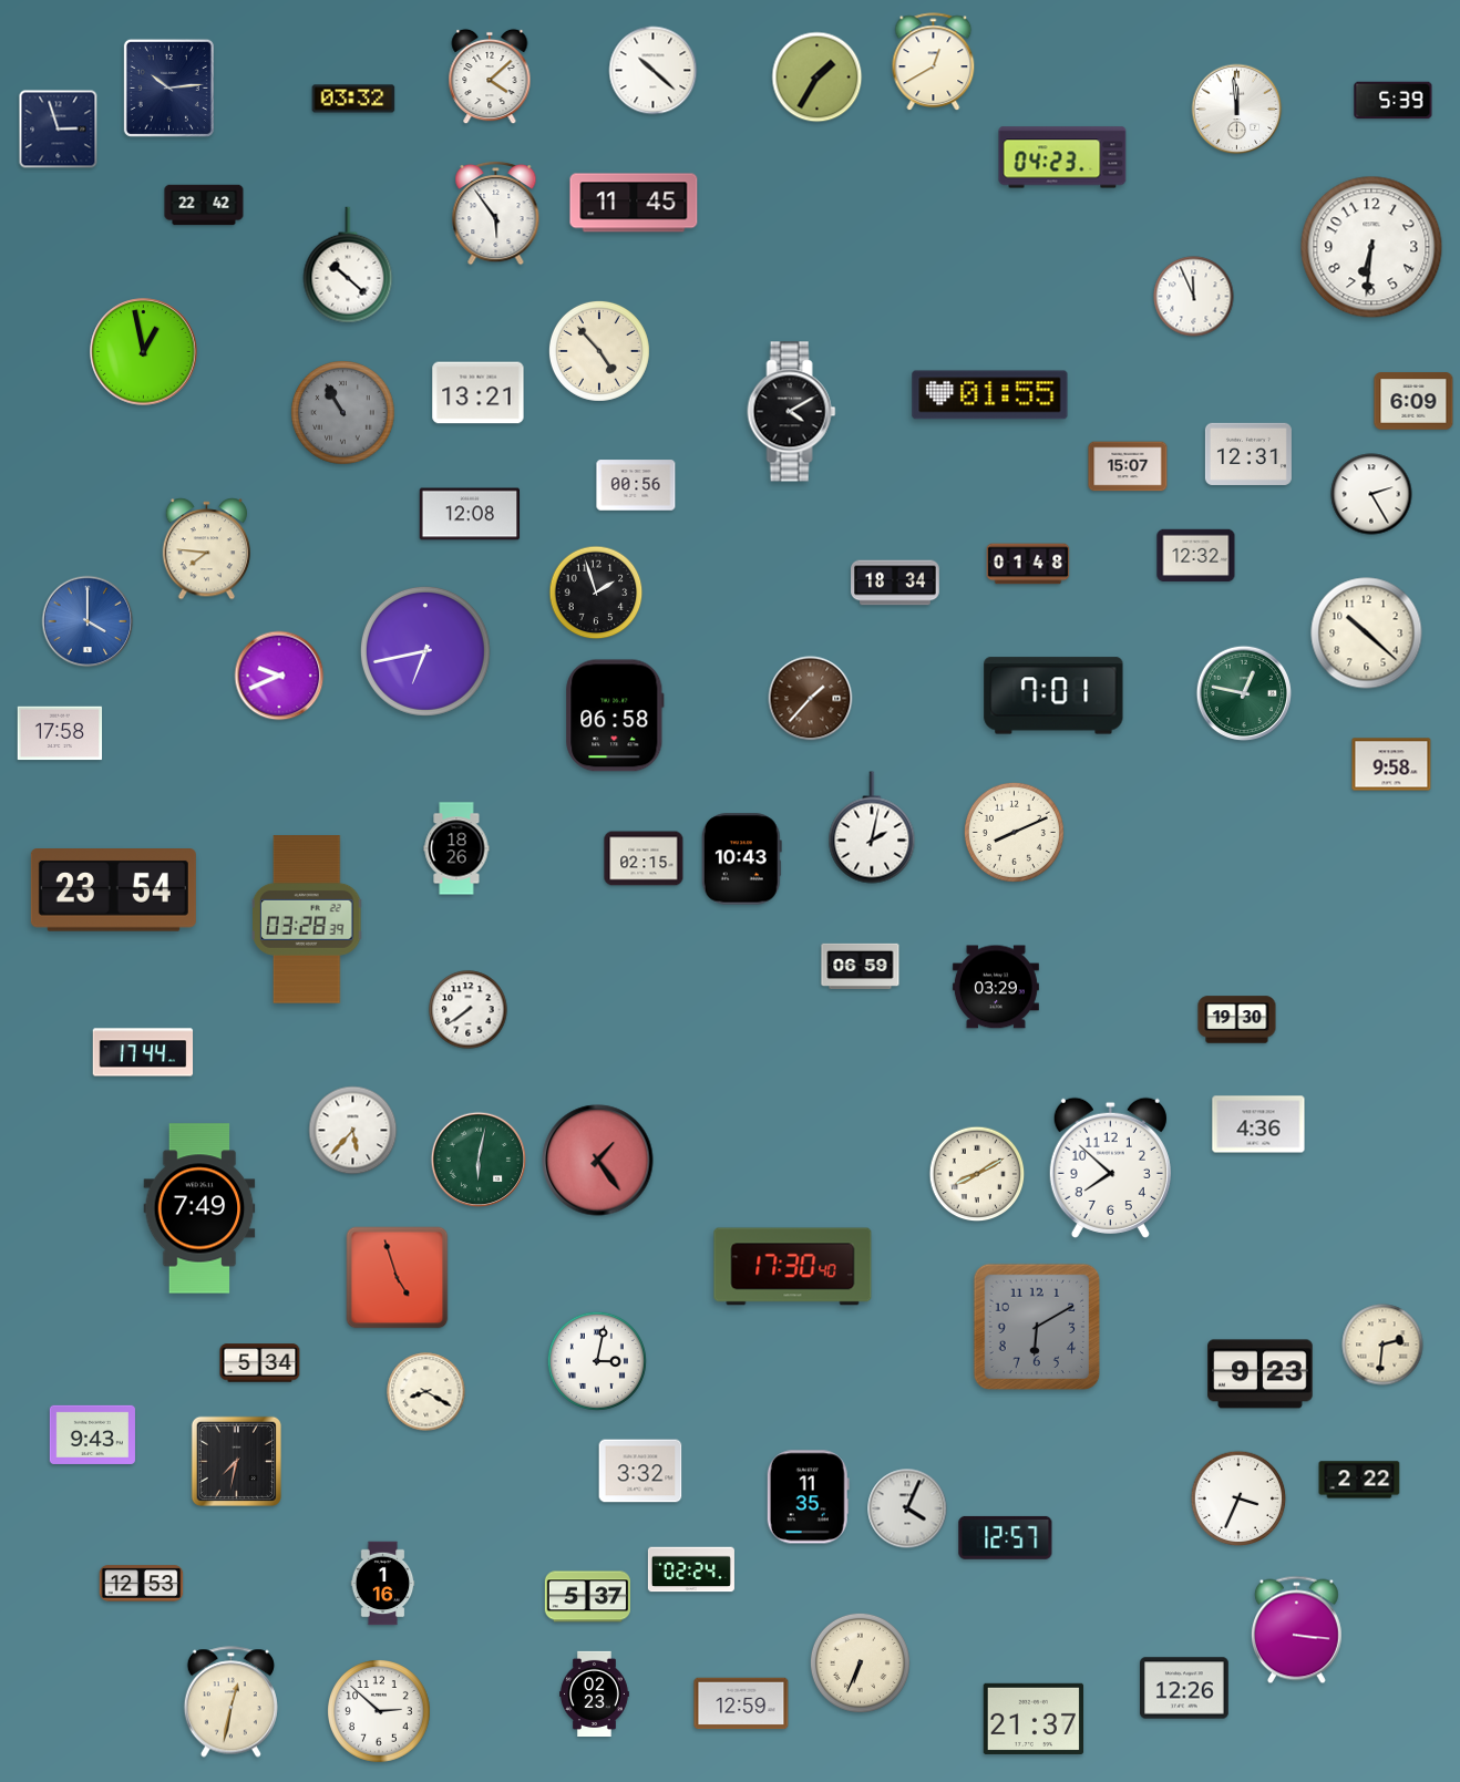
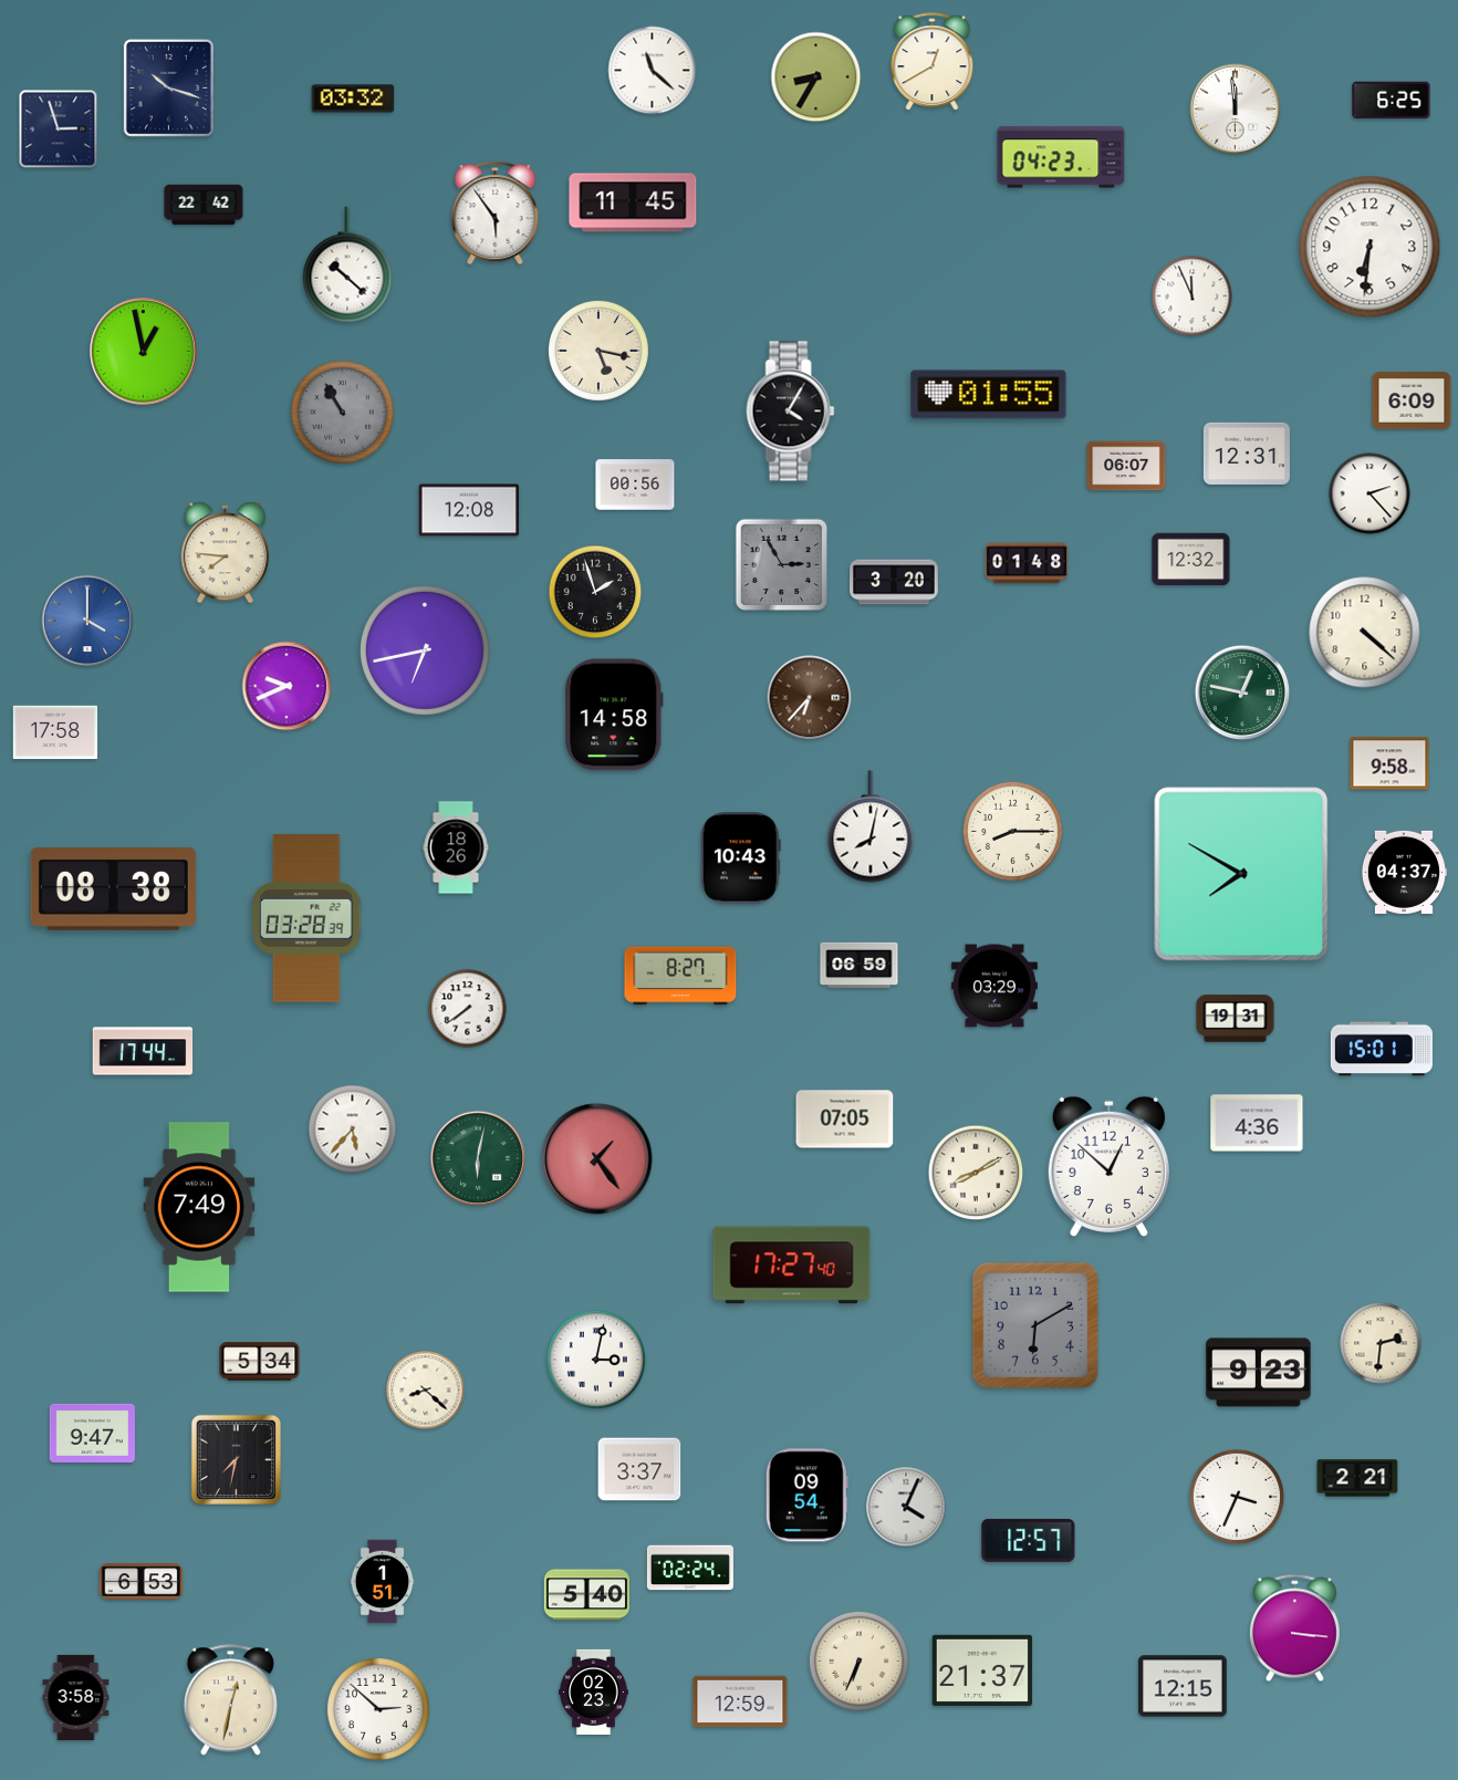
clock at (654, 71): 10:22 -> 11:22
clock at (490, 76): 4:08 -> none
clock at (818, 78): 1:35 -> 8:35
clock at (168, 87): 10:14 -> 10:18
clock at (1394, 101): 5:39 -> 6:25
clock at (599, 351): 4:53 -> 5:17
clock at (479, 393): 13:21 -> none
clock at (792, 412): 4:10 -> 4:05
clock at (1128, 466): 15:07 -> 06:07
clock at (1371, 494): 2:25 -> 2:23
clock at (470, 514) position: (470, 514) -> (469, 510)
clock at (206, 549) position: (206, 549) -> (225, 553)
clock at (1196, 556) position: (1196, 556) -> (1191, 560)
clock at (781, 564): none -> 2:55
clock at (895, 583): 18:34 -> 3:20
clock at (1367, 634): 10:22 -> 4:22
clock at (279, 676) position: (279, 676) -> (287, 686)
clock at (1053, 696): 7:01 -> none
clock at (811, 699): 1:37 -> 6:37
clock at (615, 715): 06:58 -> 14:58
clock at (60, 733) position: (60, 733) -> (55, 732)
clock at (872, 827): 2:02 -> 8:02
clock at (1014, 832): 8:11 -> 8:15
clock at (644, 858): 02:15 -> none
clock at (1404, 872): none -> 04:37
clock at (1241, 874): none -> 7:50
clock at (113, 890): 23:54 -> 08:38
clock at (680, 976): none -> 8:27
clock at (1237, 1020): 19:30 -> 19:31
clock at (1382, 1049): none -> 15:01
clock at (845, 1120): none -> 07:05
clock at (1110, 1167): 7:52 -> 12:52
clock at (793, 1267): 17:30 -> 17:27
clock at (398, 1278): 4:57 -> none
clock at (426, 1392): 8:20 -> 8:22
clock at (92, 1434): 9:43 -> 9:47
clock at (640, 1471): 3:32 -> 3:37
clock at (1359, 1480): 2:22 -> 2:21
clock at (808, 1497): 11:35 -> 09:54
clock at (1006, 1537) position: (1006, 1537) -> (1029, 1540)
clock at (142, 1584): 12:53 -> 6:53
clock at (383, 1584): 1:16 -> 1:51
clock at (587, 1597): 5:37 -> 5:40
clock at (1184, 1688): 12:26 -> 12:15
clock at (76, 1697): none -> 3:58
clock at (1034, 1719) position: (1034, 1719) -> (982, 1670)
